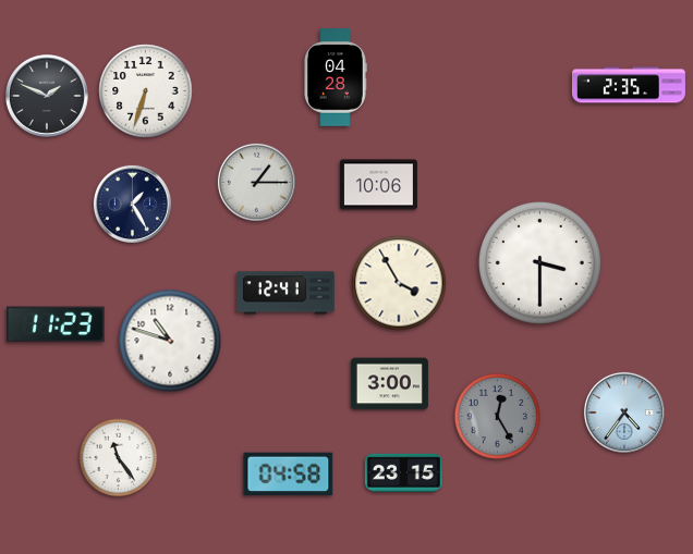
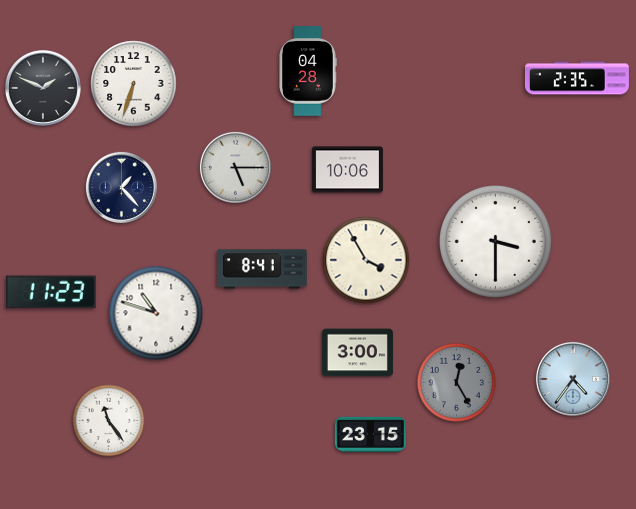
clock at (256, 182): 1:15 -> 5:15
clock at (132, 204): 1:25 -> 1:23
clock at (285, 293): 12:41 -> 8:41
clock at (57, 324) position: (57, 324) -> (52, 292)
clock at (289, 475): 04:58 -> none
